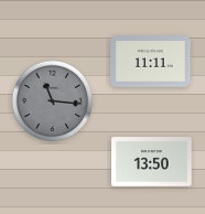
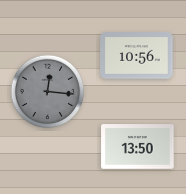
clock at (151, 62): 11:11 -> 10:56
clock at (53, 101): 11:16 -> 12:16
